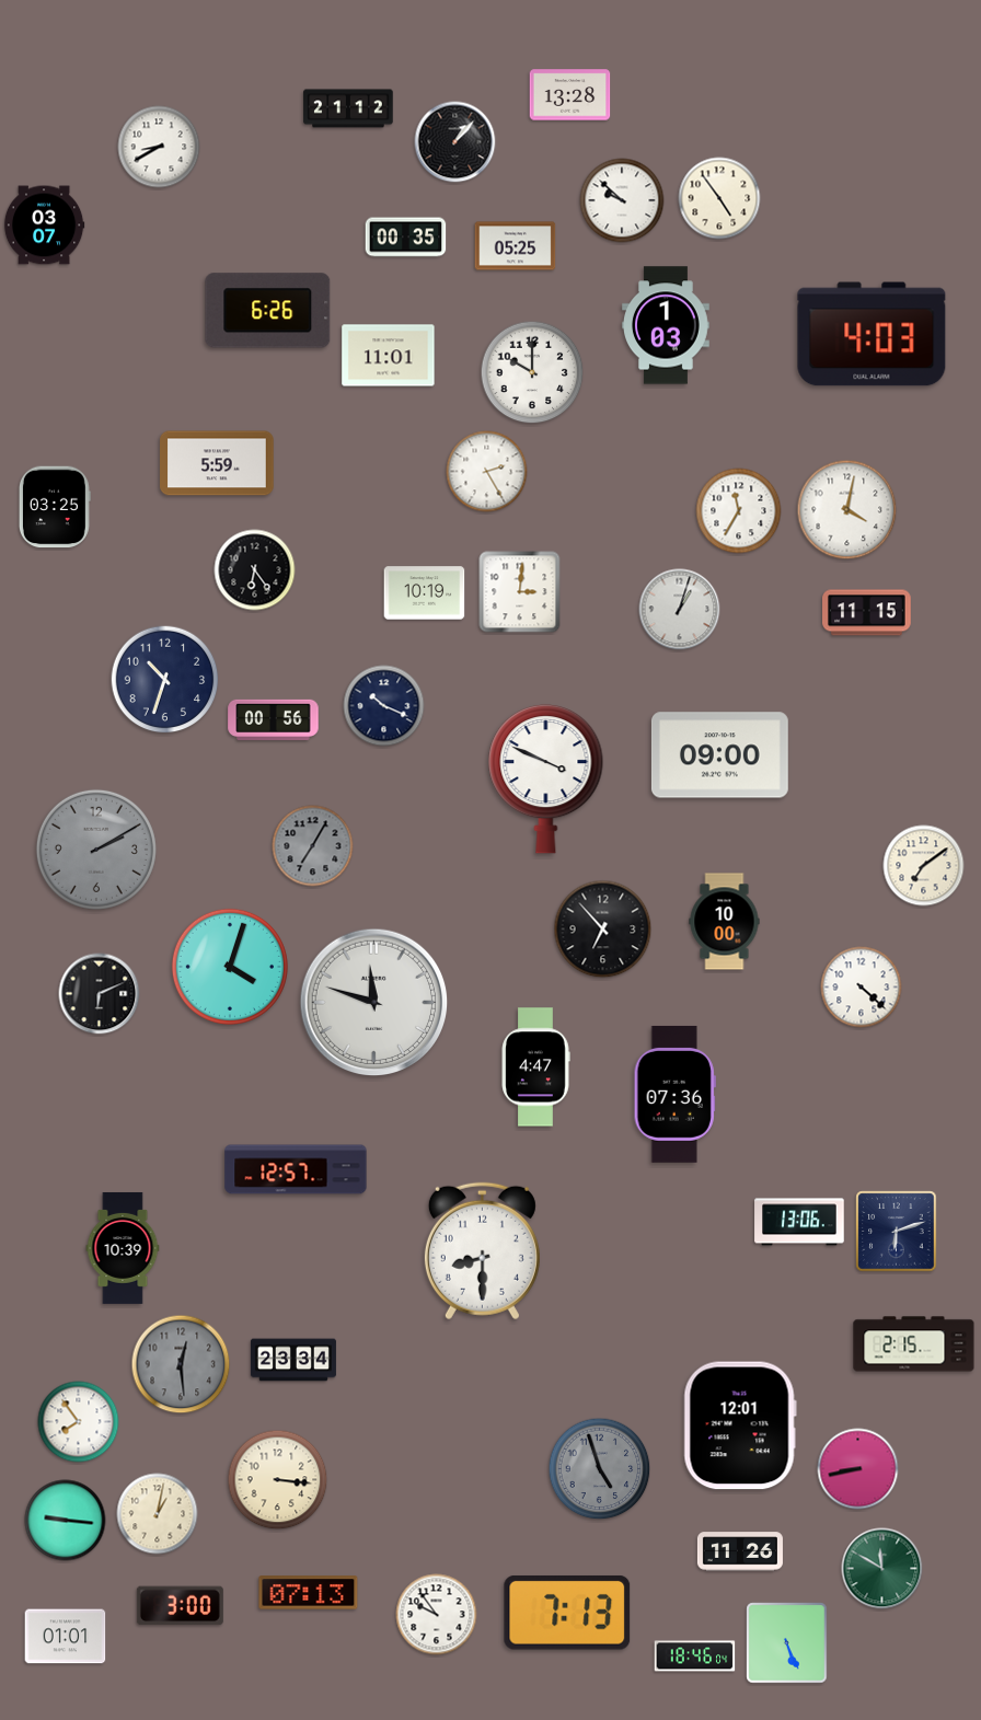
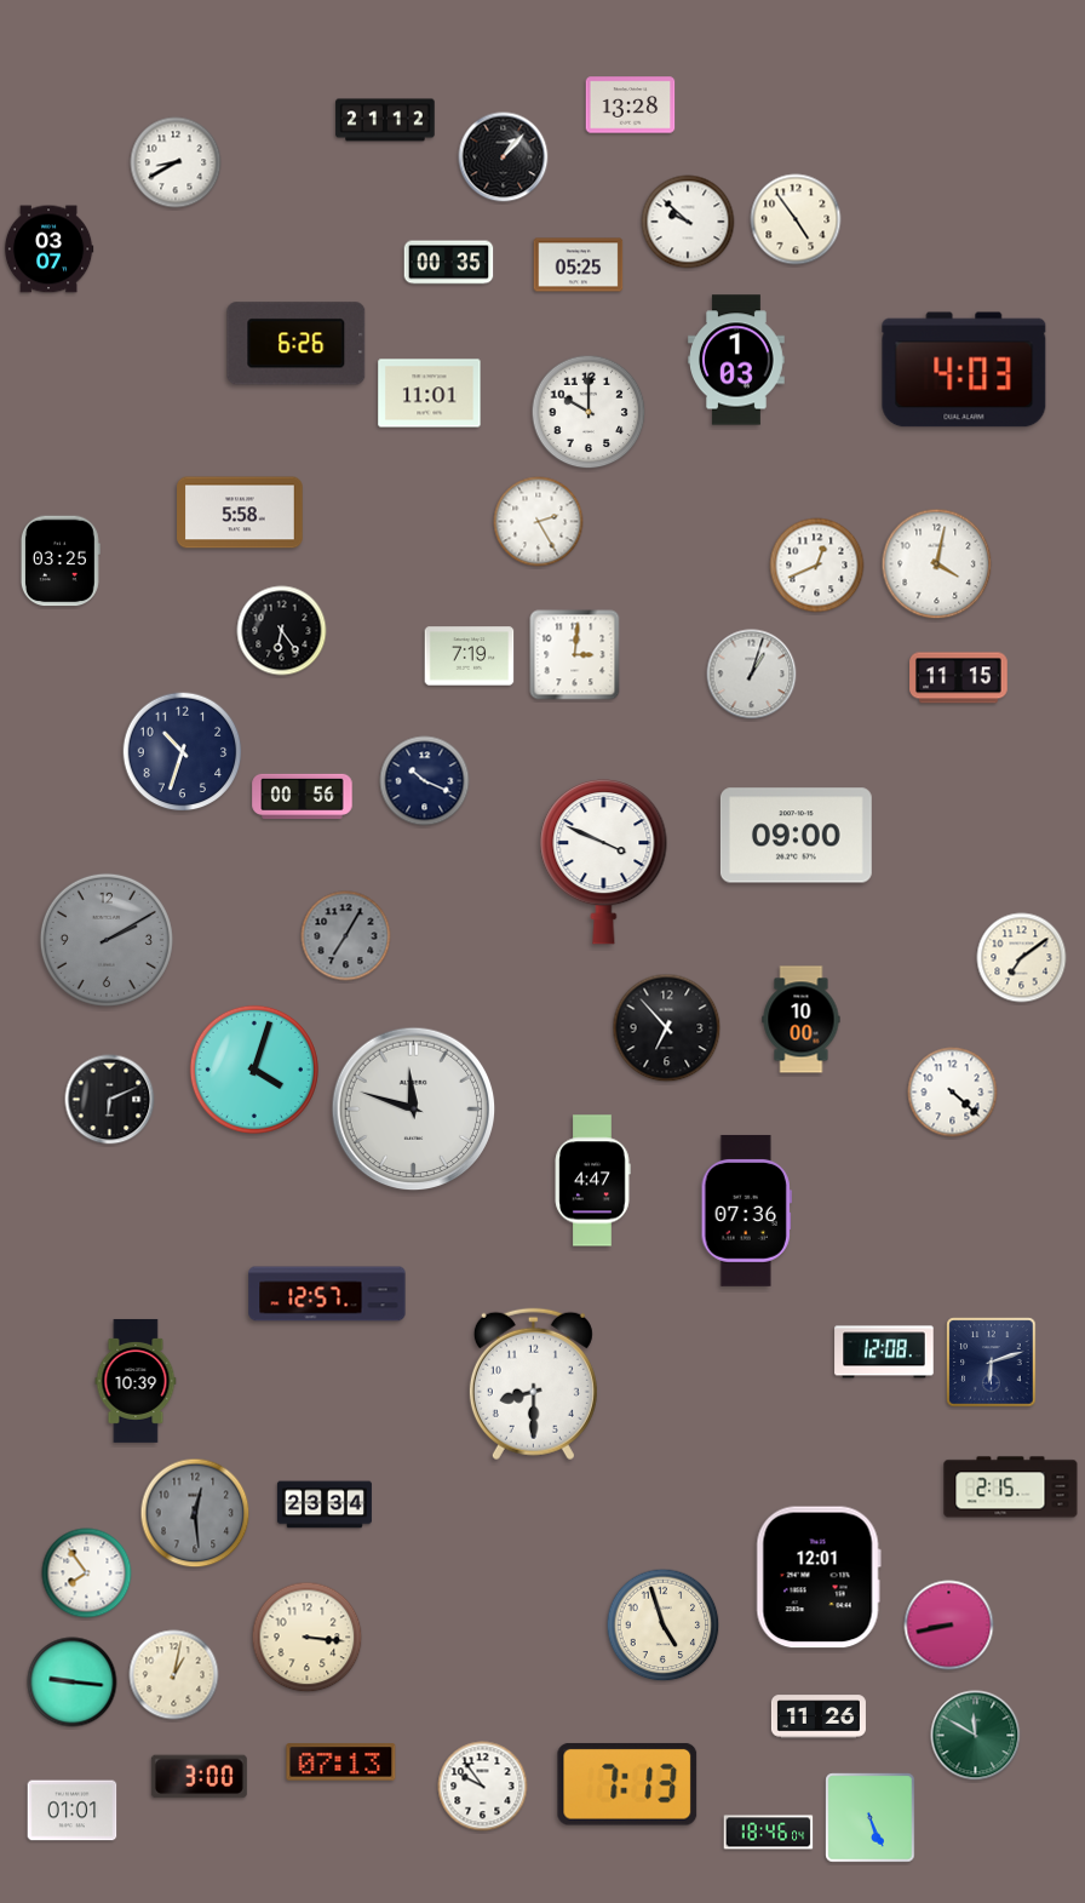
clock at (516, 246) position: (516, 246) -> (579, 265)
clock at (217, 463): 5:59 -> 5:58
clock at (739, 511): 11:35 -> 12:41
clock at (425, 593): 10:19 -> 7:19
clock at (799, 1222): 13:06 -> 12:08
clock at (181, 1364) position: (181, 1364) -> (195, 1513)
clock at (600, 1469) dial: grey -> cream
